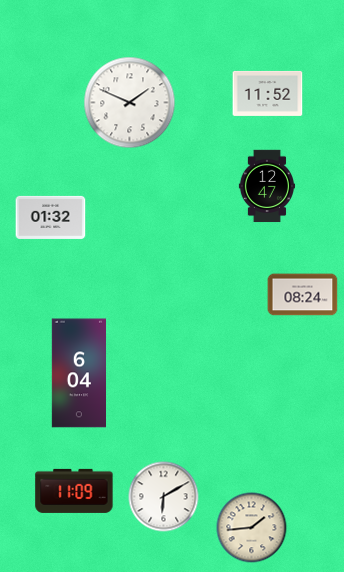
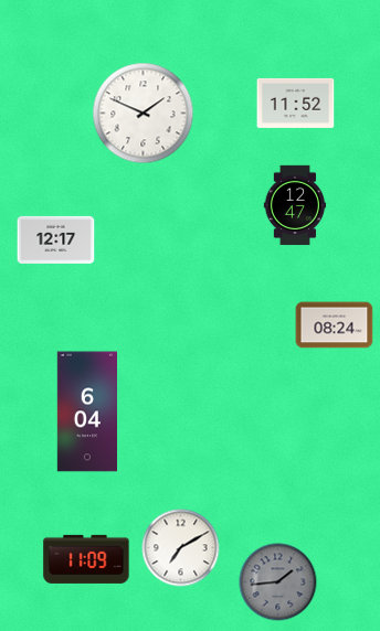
clock at (51, 217): 01:32 -> 12:17
clock at (74, 491) position: (74, 491) -> (86, 559)
clock at (164, 497): 6:10 -> 7:10
clock at (252, 528) dial: cream -> grey
